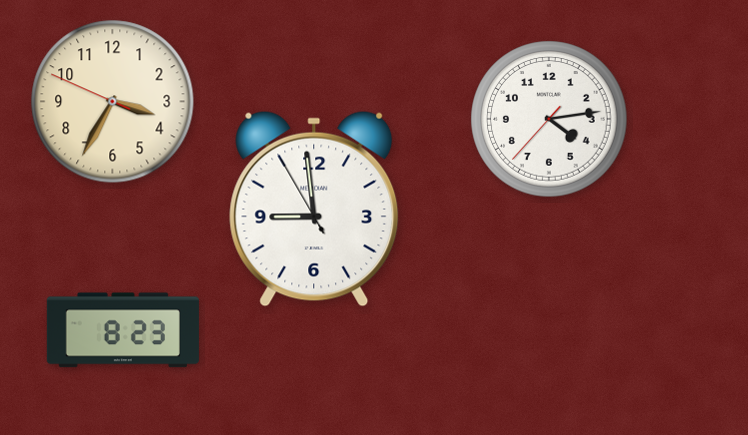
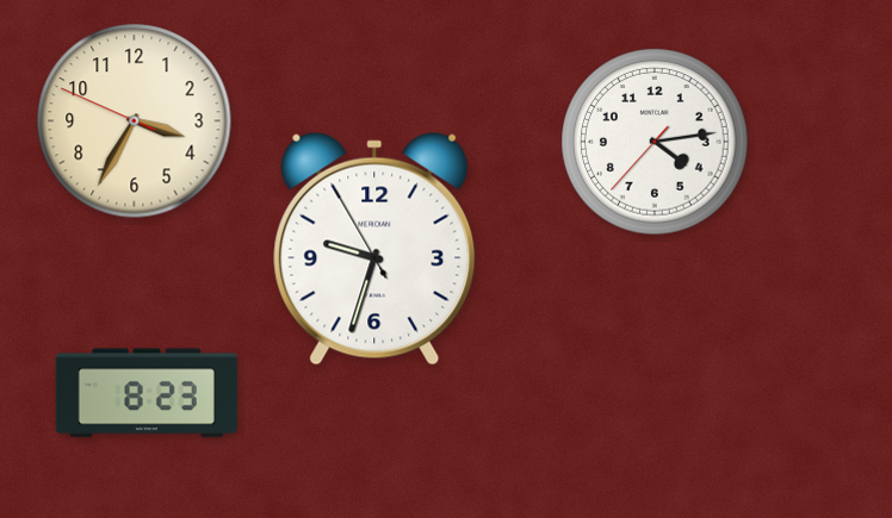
clock at (314, 209): 8:58 -> 9:32
